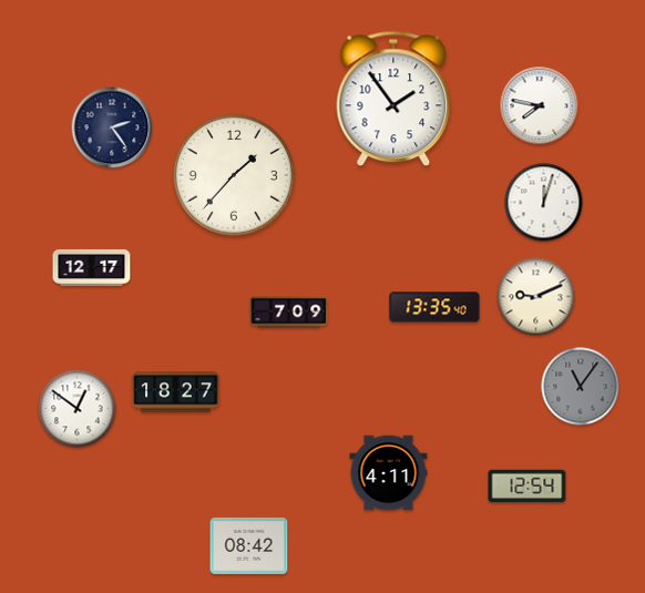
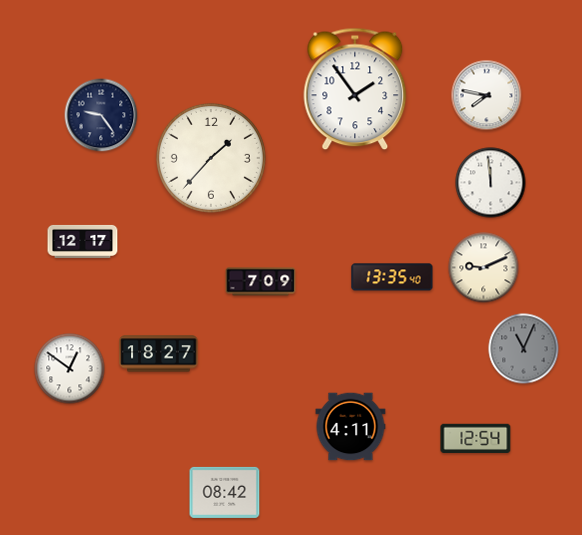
clock at (112, 127): 2:24 -> 9:24
clock at (544, 203): 12:03 -> 11:59
clock at (581, 387): 11:06 -> 11:04
